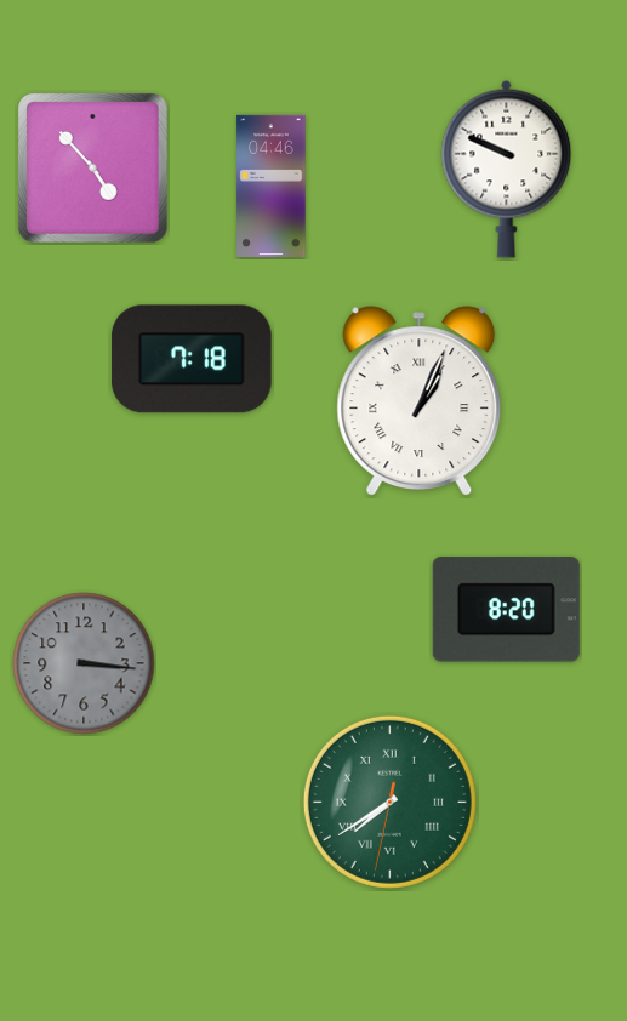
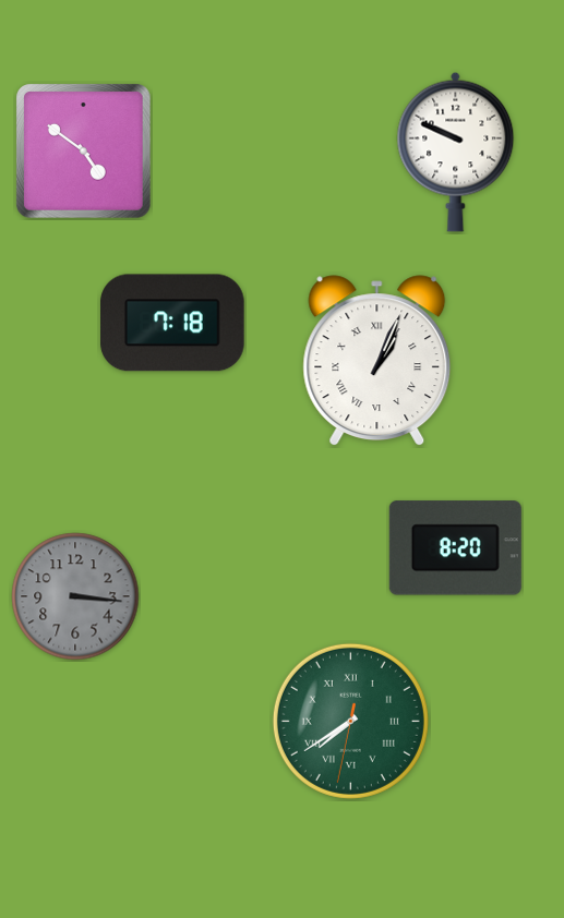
clock at (93, 169): 4:53 -> 4:51
clock at (272, 186): 04:46 -> none
